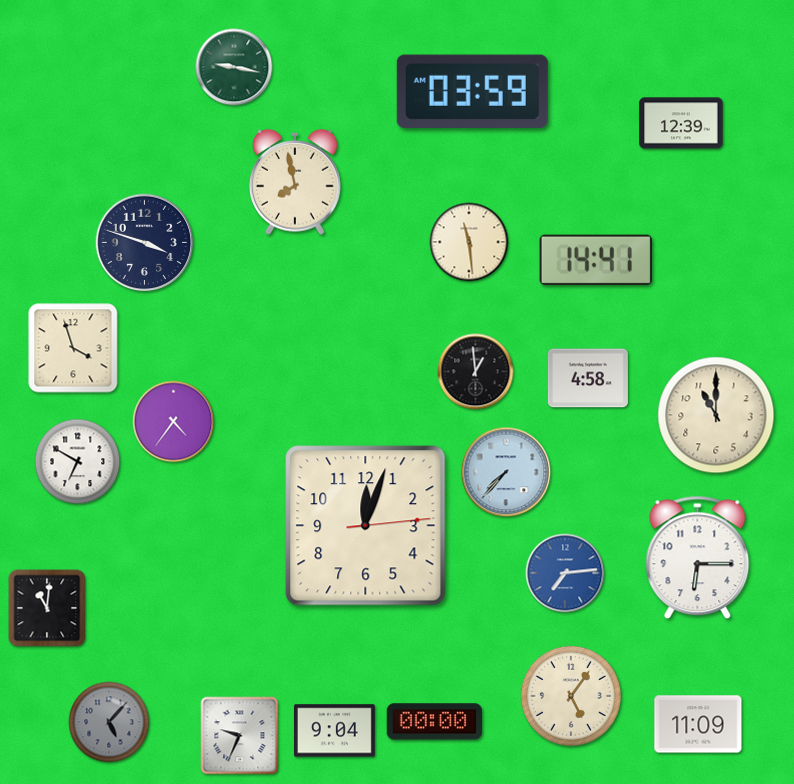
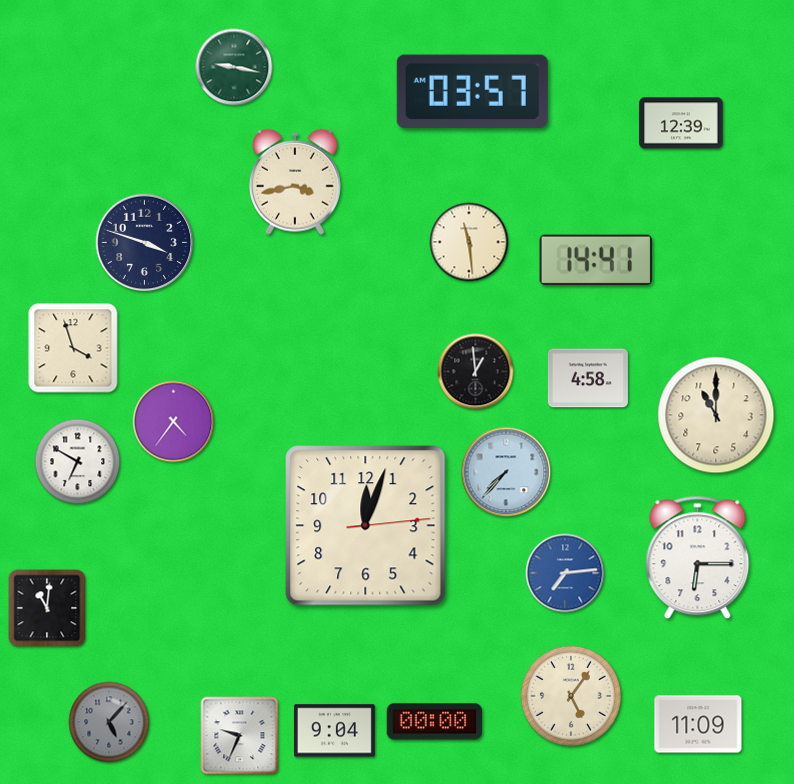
clock at (472, 91): 03:59 -> 03:57
clock at (295, 182): 7:58 -> 3:43
